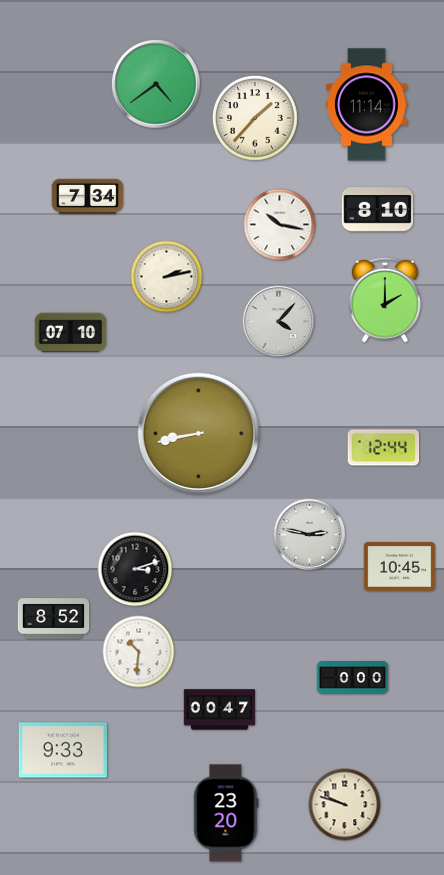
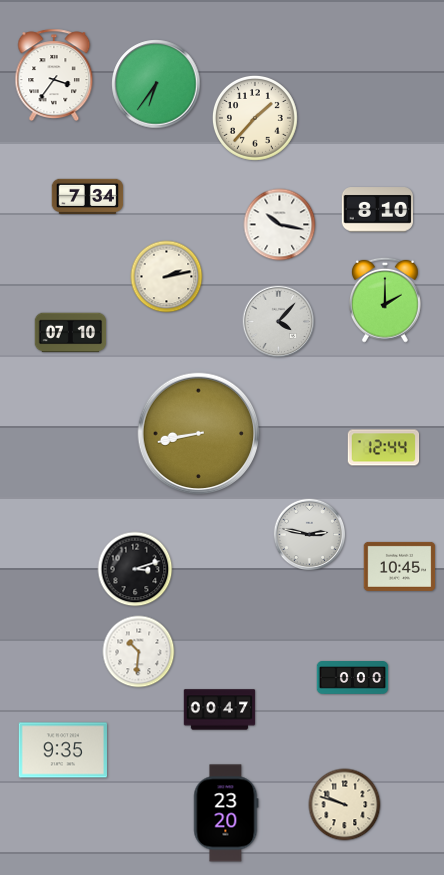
clock at (54, 75): none -> 3:36
clock at (156, 84): 4:39 -> 6:36
clock at (367, 105): 11:14 -> none
clock at (54, 619): 8:52 -> none
clock at (63, 750): 9:33 -> 9:35
